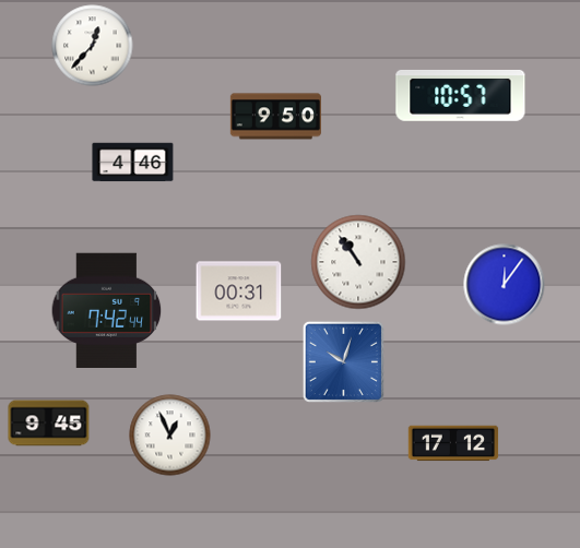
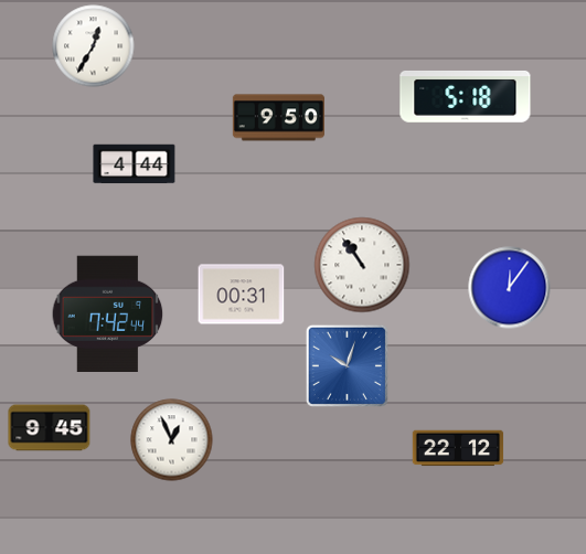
clock at (93, 46): 12:37 -> 12:35
clock at (461, 96): 10:57 -> 5:18
clock at (133, 163): 4:46 -> 4:44
clock at (453, 443): 17:12 -> 22:12
